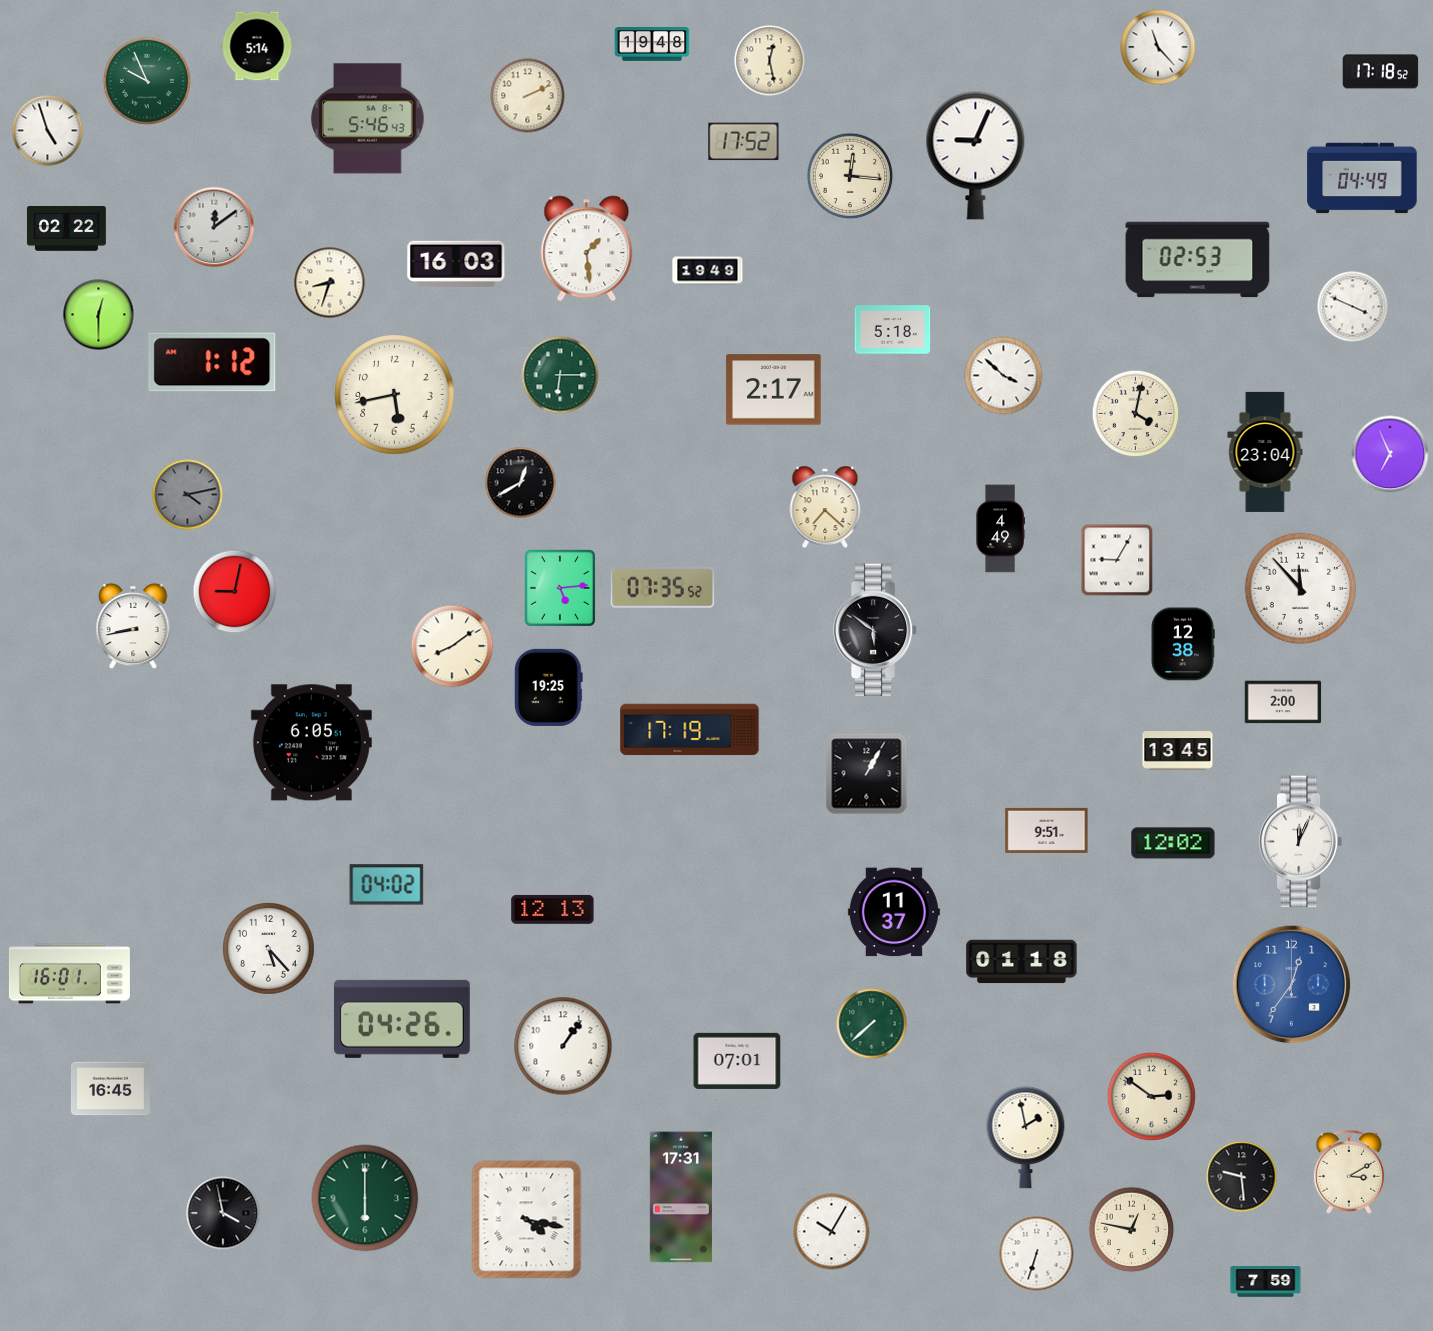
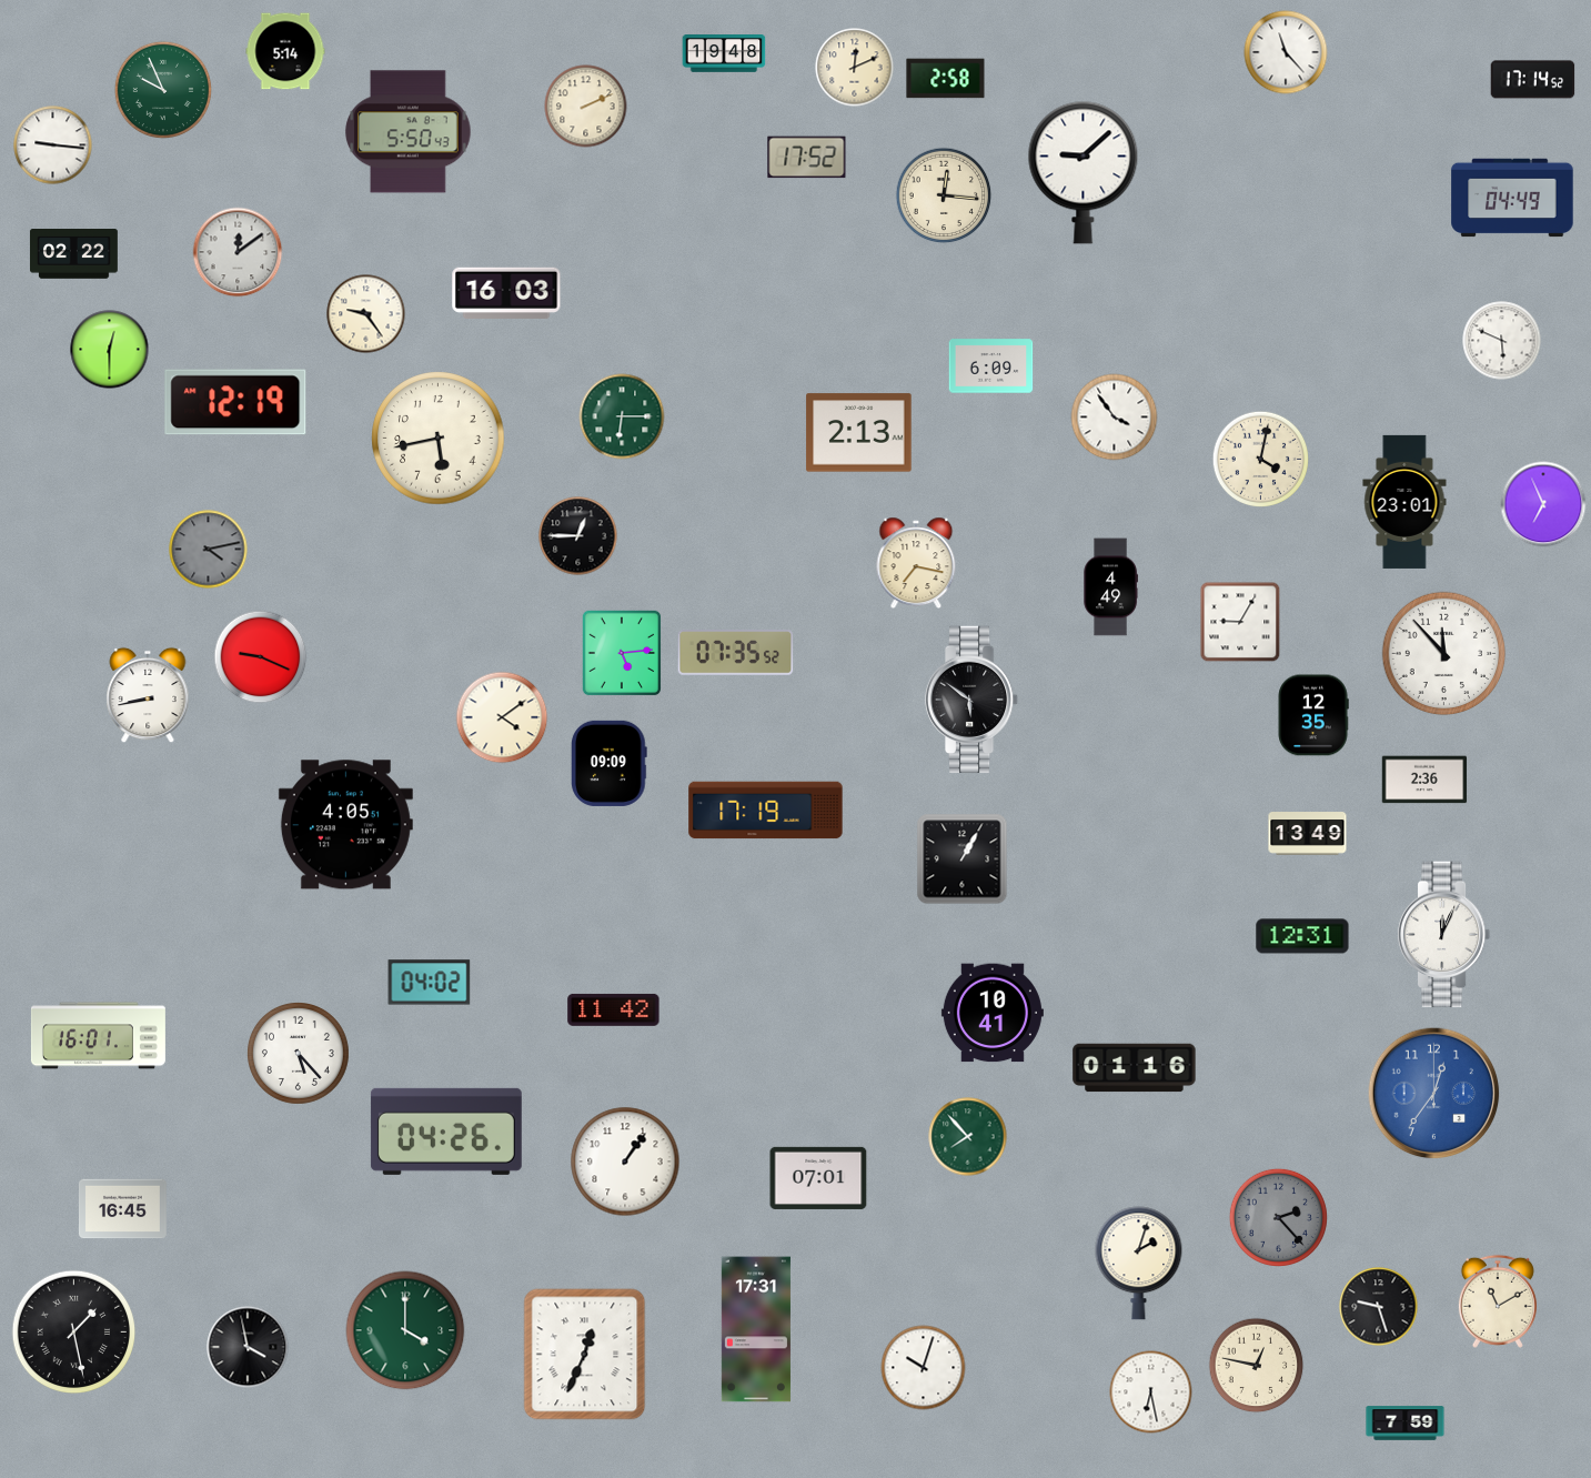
clock at (652, 45) position: (652, 45) -> (724, 54)
clock at (770, 61): 12:28 -> 12:11
clock at (946, 79): none -> 2:58
clock at (1381, 72): 17:18 -> 17:14
clock at (368, 119): 5:46 -> 5:50
clock at (48, 131): 4:57 -> 9:16
clock at (744, 142) position: (744, 142) -> (807, 158)
clock at (976, 155): 9:04 -> 9:08
clock at (587, 249): 1:29 -> none
clock at (1198, 260): 02:53 -> none
clock at (708, 271): 19:49 -> none
clock at (330, 283): 8:33 -> 9:24
clock at (1353, 307): 3:49 -> 5:49
clock at (893, 330): 5:18 -> 6:09
clock at (212, 362): 1:12 -> 12:19
clock at (1004, 376): 3:52 -> 3:54
clock at (774, 390): 2:17 -> 2:13
clock at (1265, 452): 23:04 -> 23:01
clock at (521, 483): 12:40 -> 12:45
clock at (825, 507): 7:22 -> 7:17
clock at (235, 592): 9:02 -> 9:19
clock at (1183, 644): 12:38 -> 12:35
clock at (452, 646): 8:09 -> 4:09
clock at (549, 687): 19:25 -> 09:09
clock at (1283, 702): 2:00 -> 2:36
clock at (311, 743): 6:05 -> 4:05
clock at (1178, 751): 13:45 -> 13:49
clock at (1047, 830): 9:51 -> none
clock at (1173, 843): 12:02 -> 12:31
clock at (553, 909): 12:13 -> 11:42
clock at (894, 912): 11:37 -> 10:41
clock at (1022, 962): 01:18 -> 01:16
clock at (69, 974) position: (69, 974) -> (98, 1036)
clock at (872, 1024): 7:38 -> 7:53
clock at (1151, 1096): 2:51 -> 2:23
clock at (1151, 1096) dial: cream -> grey
clock at (1026, 1138): 1:58 -> 2:03
clock at (1349, 1172): 3:10 -> 11:10
clock at (1242, 1177): 9:29 -> 9:27
clock at (365, 1198): 6:00 -> 4:00
clock at (74, 1333): none -> 1:28
clock at (527, 1220): 4:17 -> 12:34
clock at (832, 1232): 10:05 -> 10:03
clock at (1037, 1254): 6:33 -> 6:28
